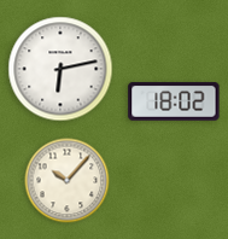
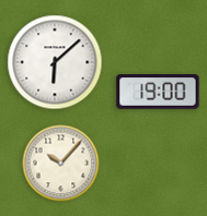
clock at (60, 69): 6:13 -> 6:08
clock at (174, 101): 18:02 -> 19:00
